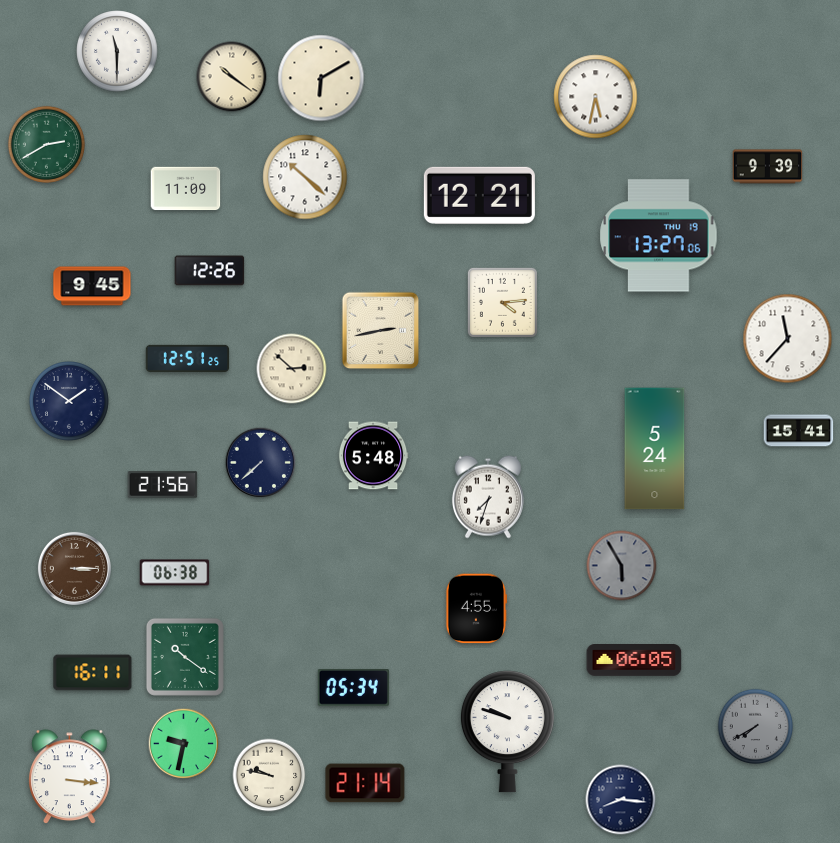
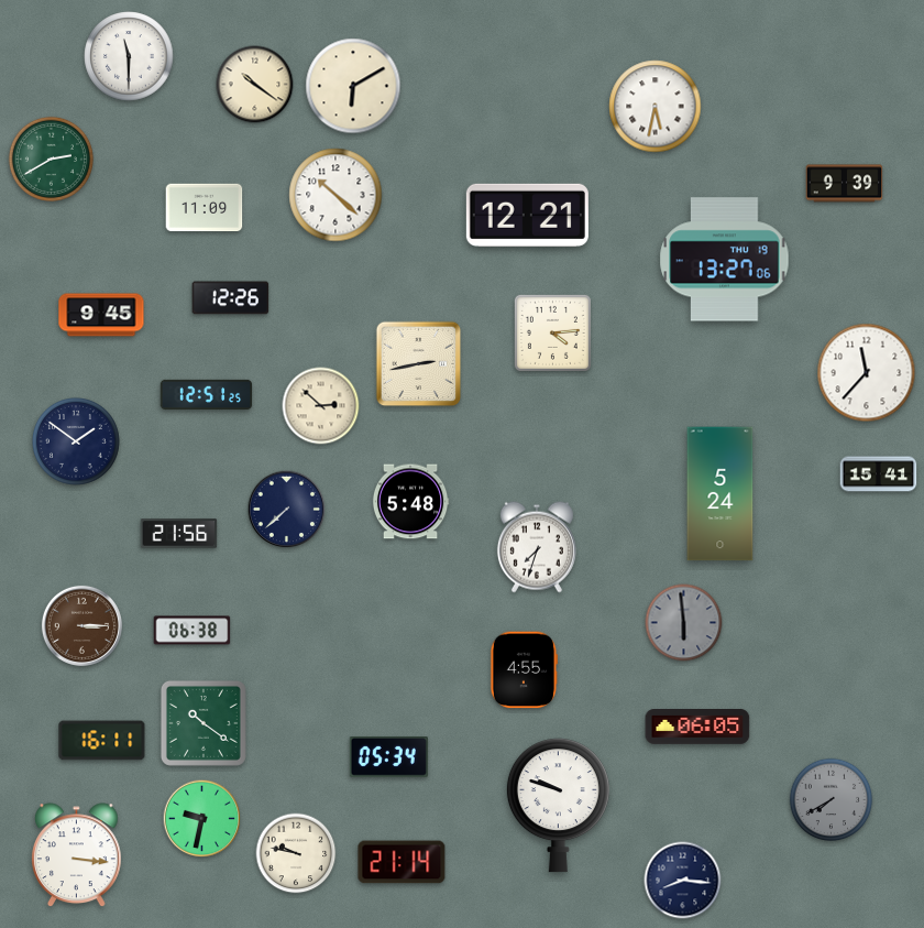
clock at (622, 566): 5:55 -> 5:59
